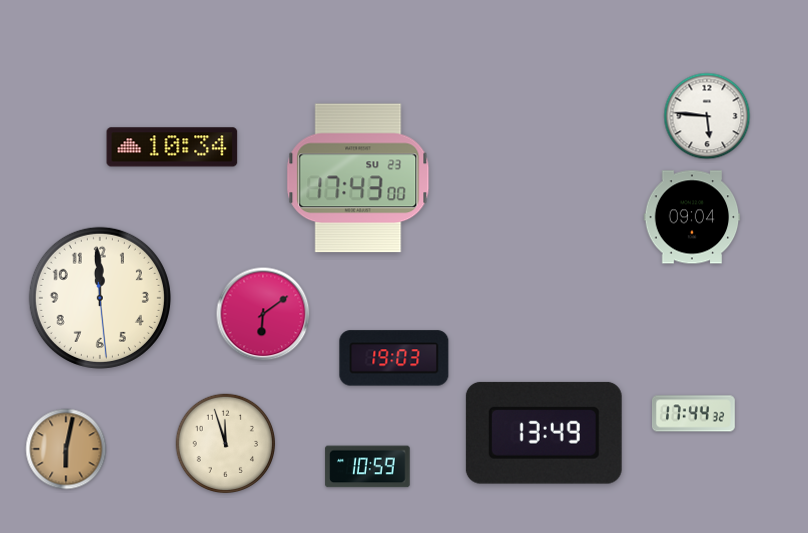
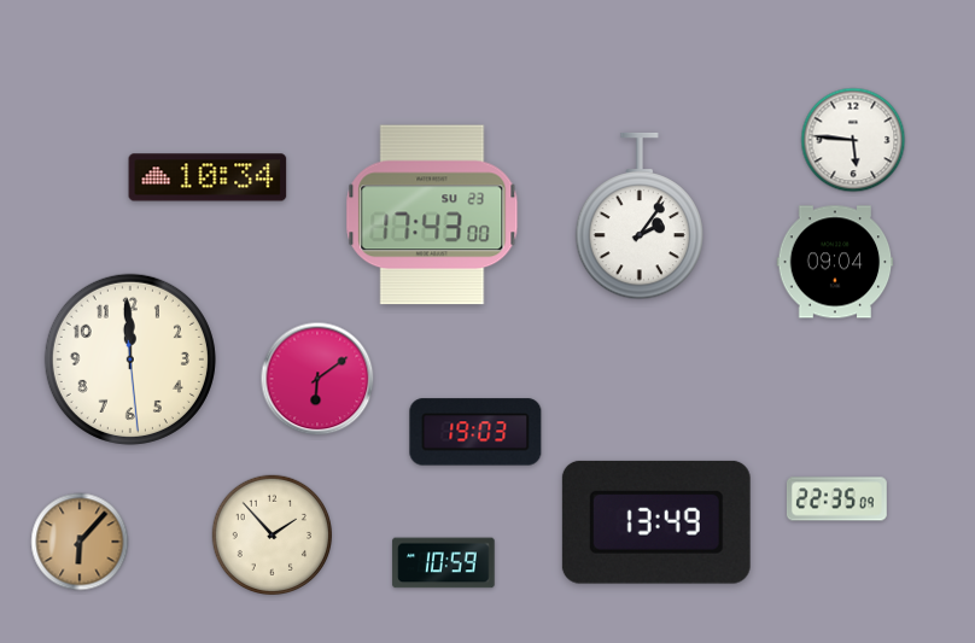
clock at (638, 216): none -> 2:06
clock at (100, 298) position: (100, 298) -> (130, 360)
clock at (693, 414): 17:44 -> 22:35
clock at (225, 443): 11:57 -> 1:53
clock at (66, 449): 6:02 -> 6:07
